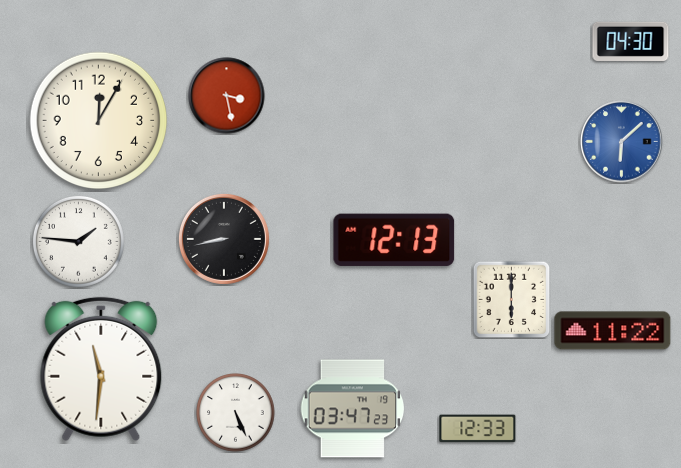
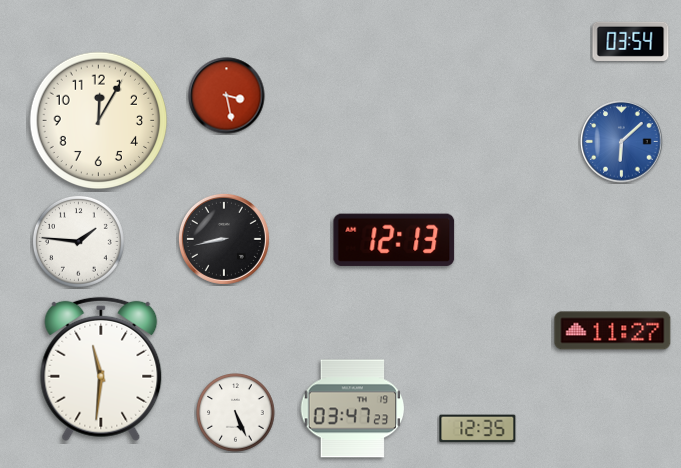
clock at (631, 41): 04:30 -> 03:54
clock at (511, 299): 6:00 -> none
clock at (613, 331): 11:22 -> 11:27
clock at (478, 429): 12:33 -> 12:35
